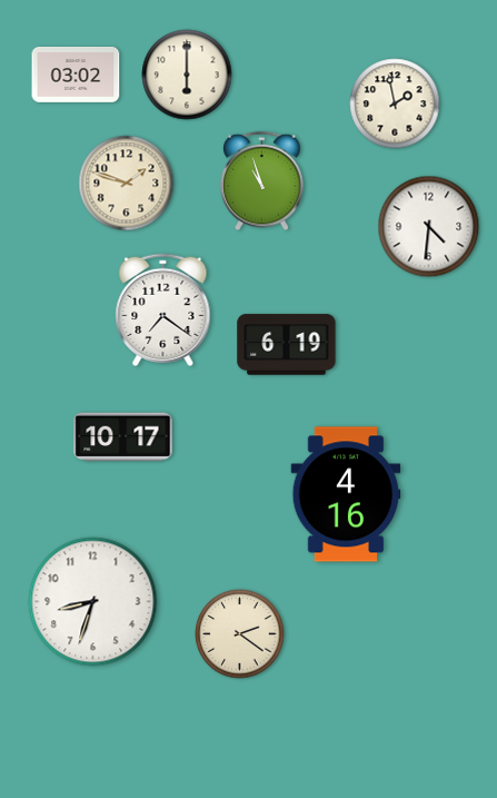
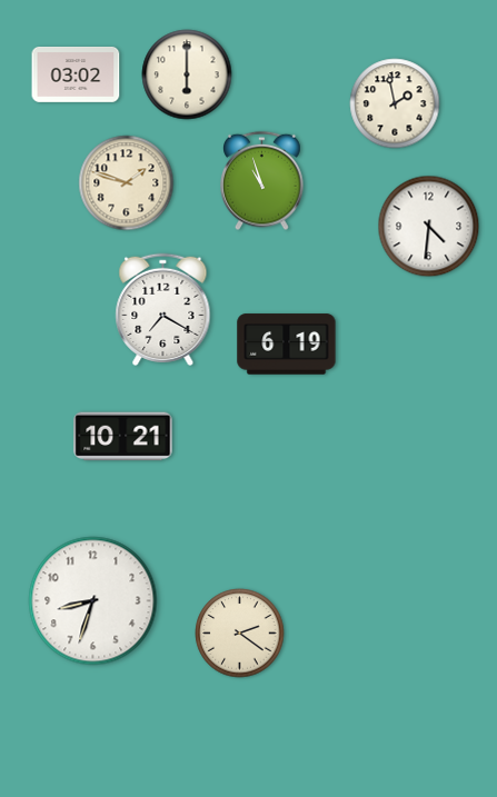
clock at (163, 311): 7:21 -> 7:20
clock at (123, 437): 10:17 -> 10:21
clock at (346, 494): 4:16 -> none
